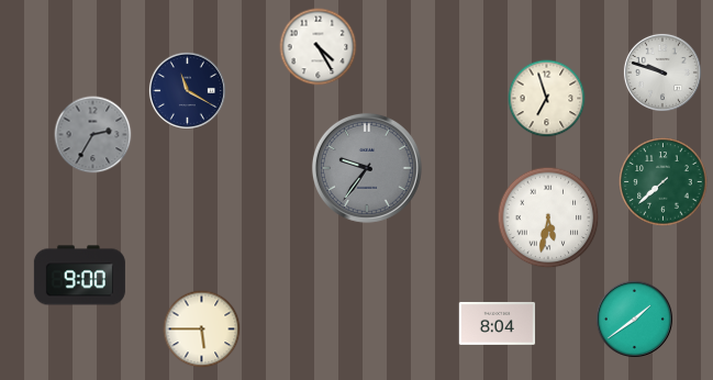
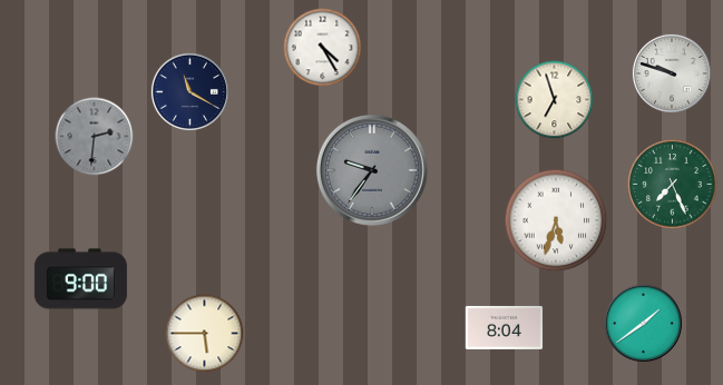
clock at (93, 135): 2:35 -> 2:31
clock at (664, 182): 7:38 -> 7:26
clock at (548, 217): 5:32 -> 5:33
